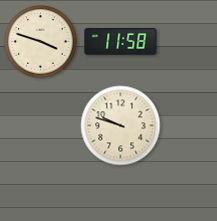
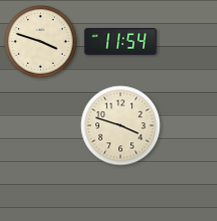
clock at (121, 42): 11:58 -> 11:54
clock at (121, 126): 9:48 -> 3:48
